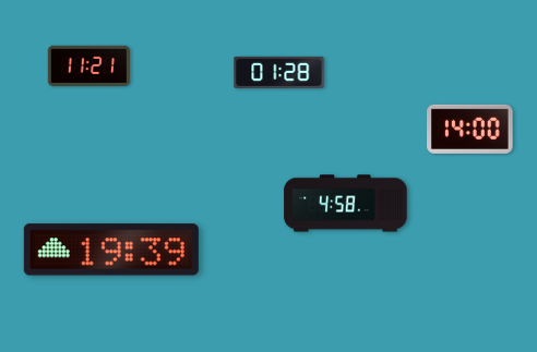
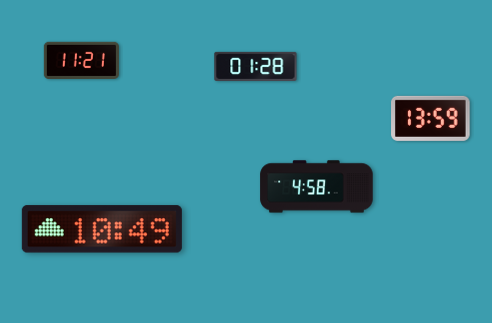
clock at (470, 129): 14:00 -> 13:59
clock at (111, 250): 19:39 -> 10:49
